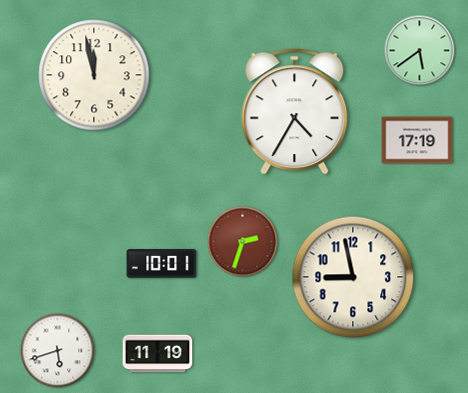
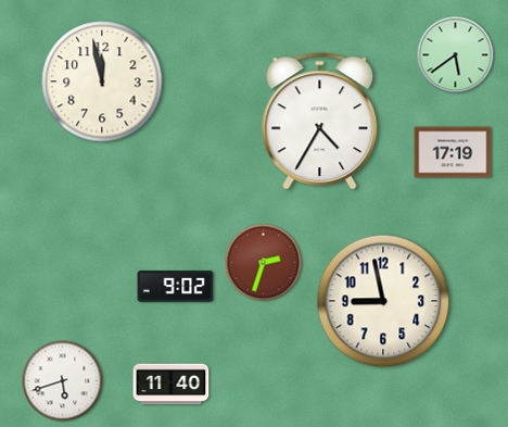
clock at (162, 264): 10:01 -> 9:02
clock at (158, 354): 11:19 -> 11:40
